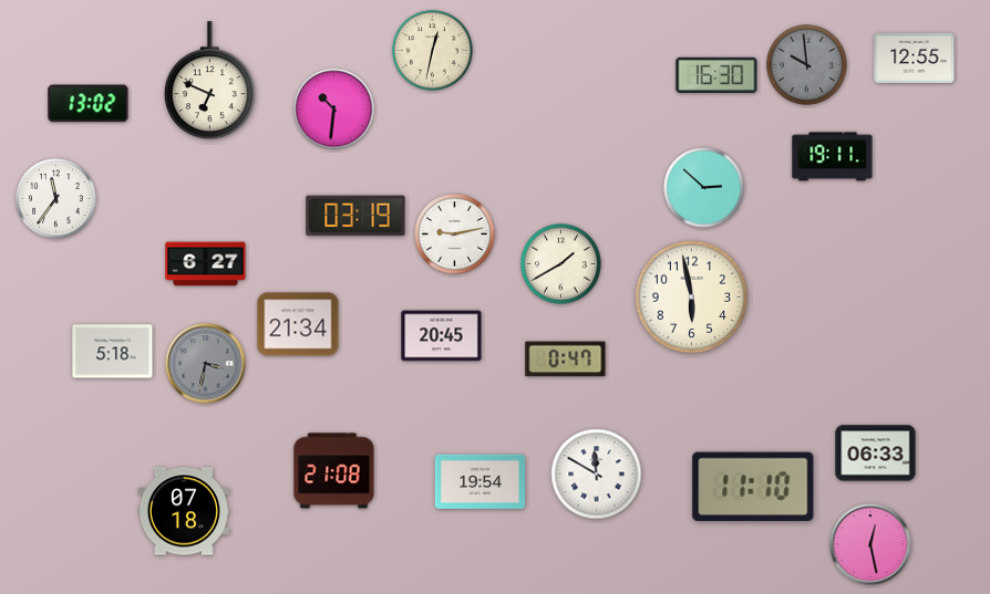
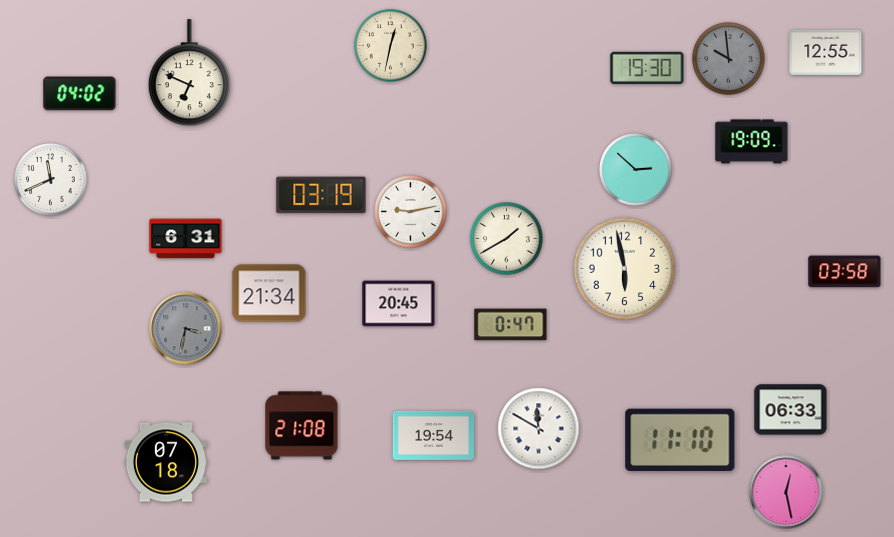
clock at (716, 75): 16:30 -> 19:30
clock at (89, 104): 13:02 -> 04:02
clock at (334, 110): 10:31 -> none
clock at (833, 157): 19:11 -> 19:09
clock at (56, 199): 11:36 -> 11:41
clock at (206, 264): 6:27 -> 6:31
clock at (845, 272): none -> 03:58
clock at (113, 352): 5:18 -> none
